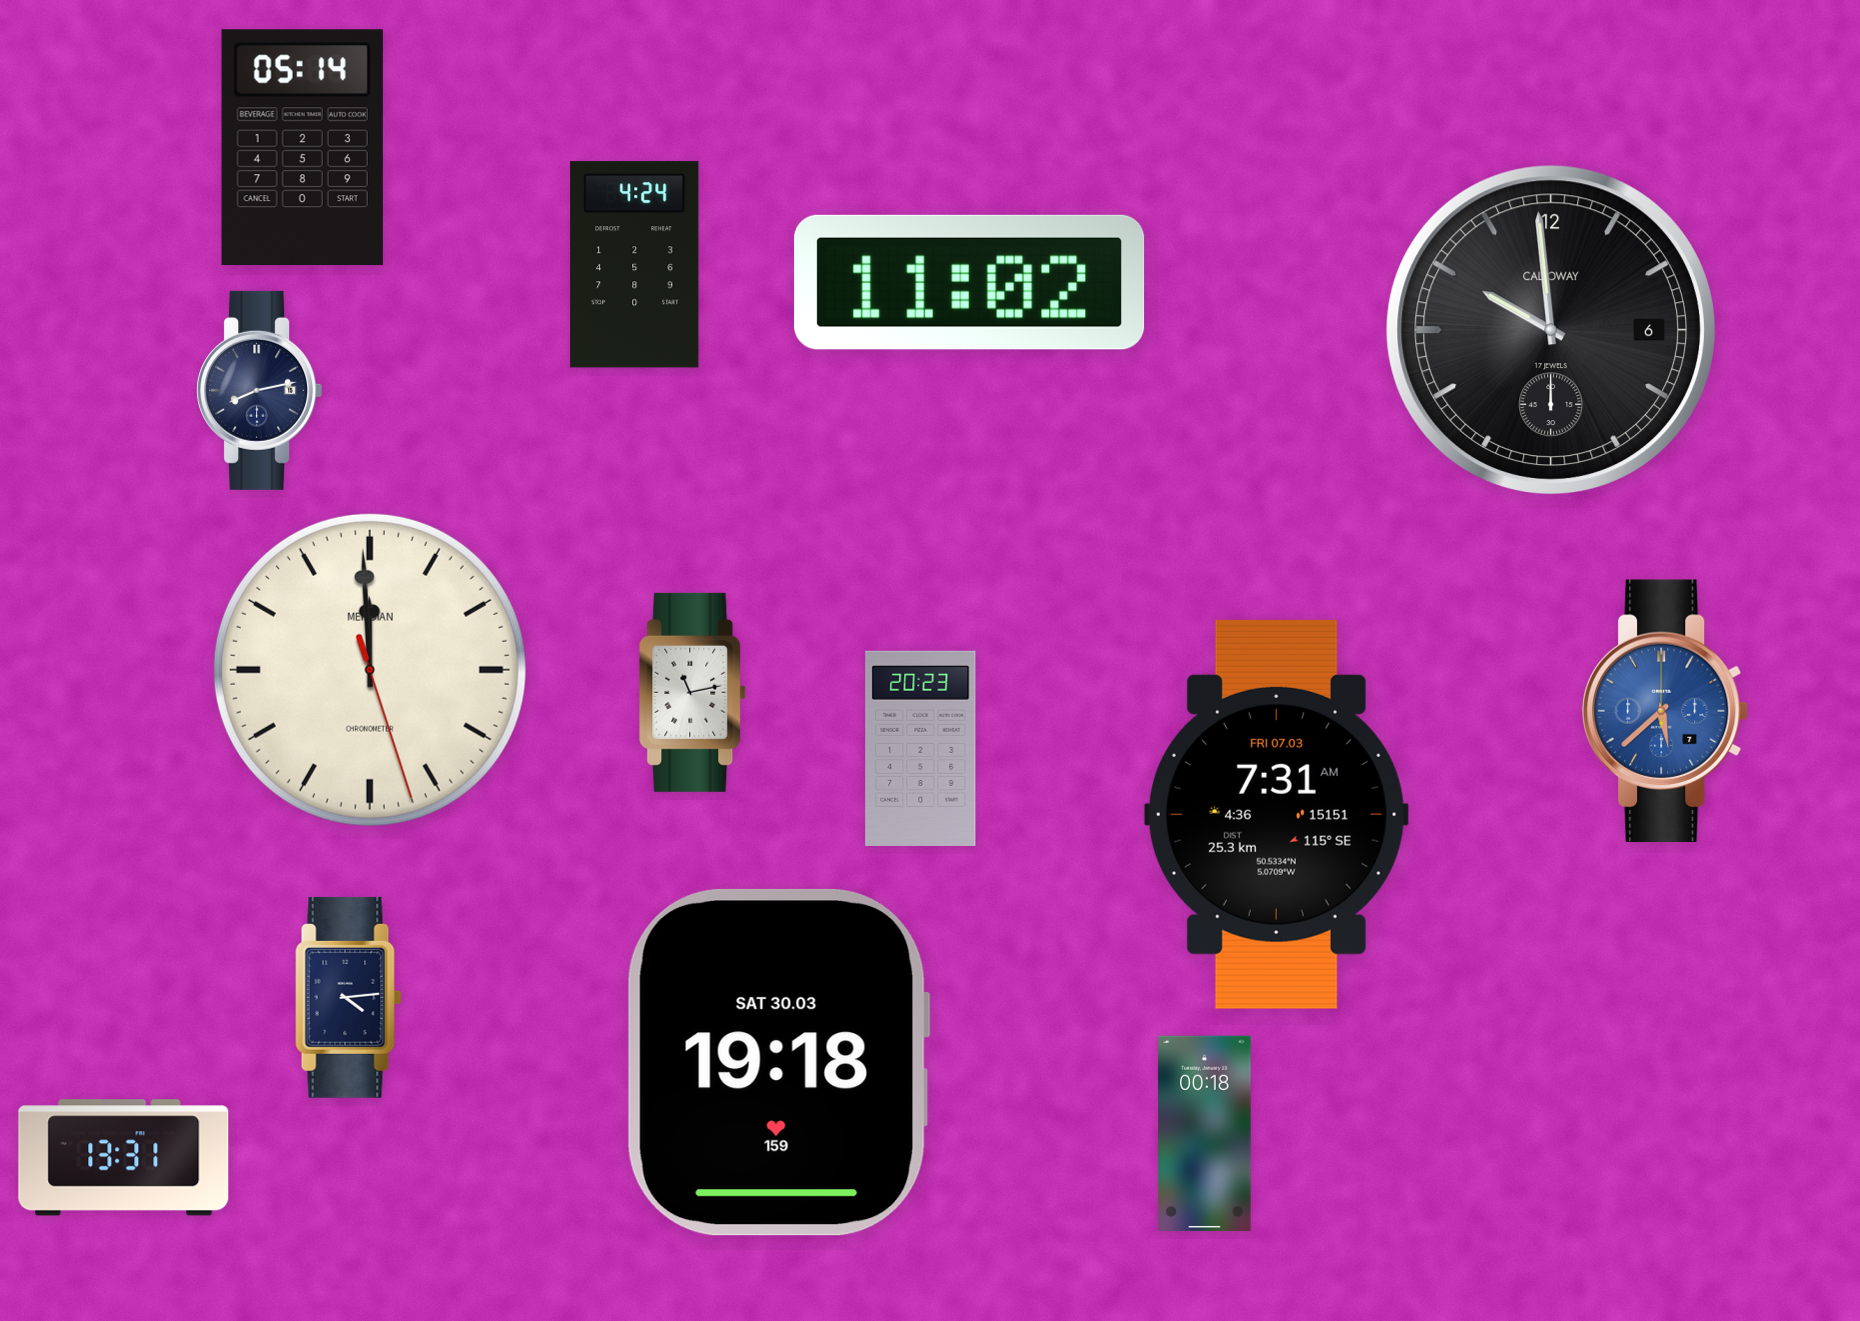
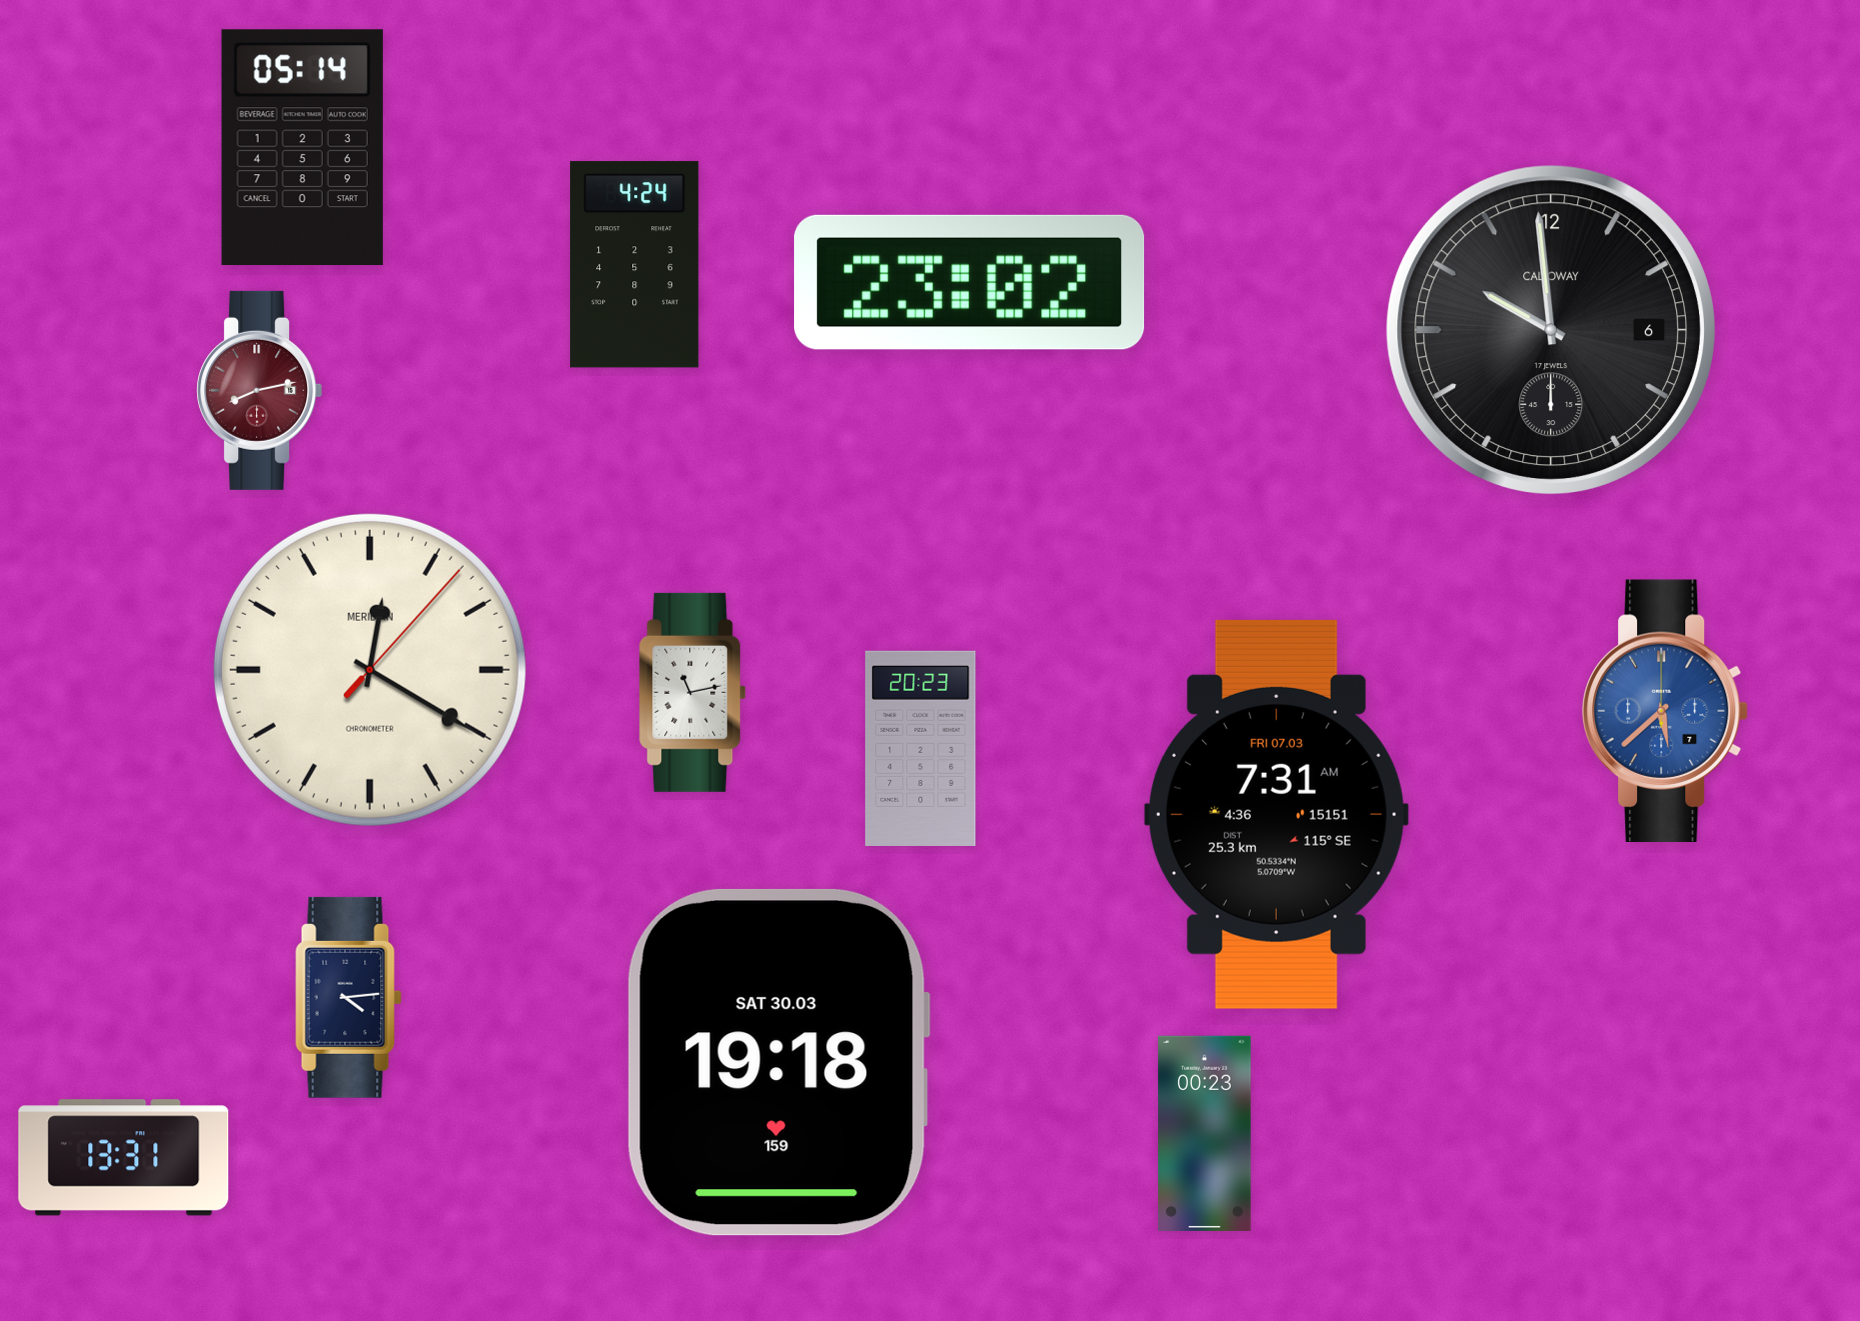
clock at (970, 282): 11:02 -> 23:02
clock at (260, 390) dial: navy -> burgundy
clock at (370, 670): 11:59 -> 12:20
clock at (1205, 1133): 00:18 -> 00:23
